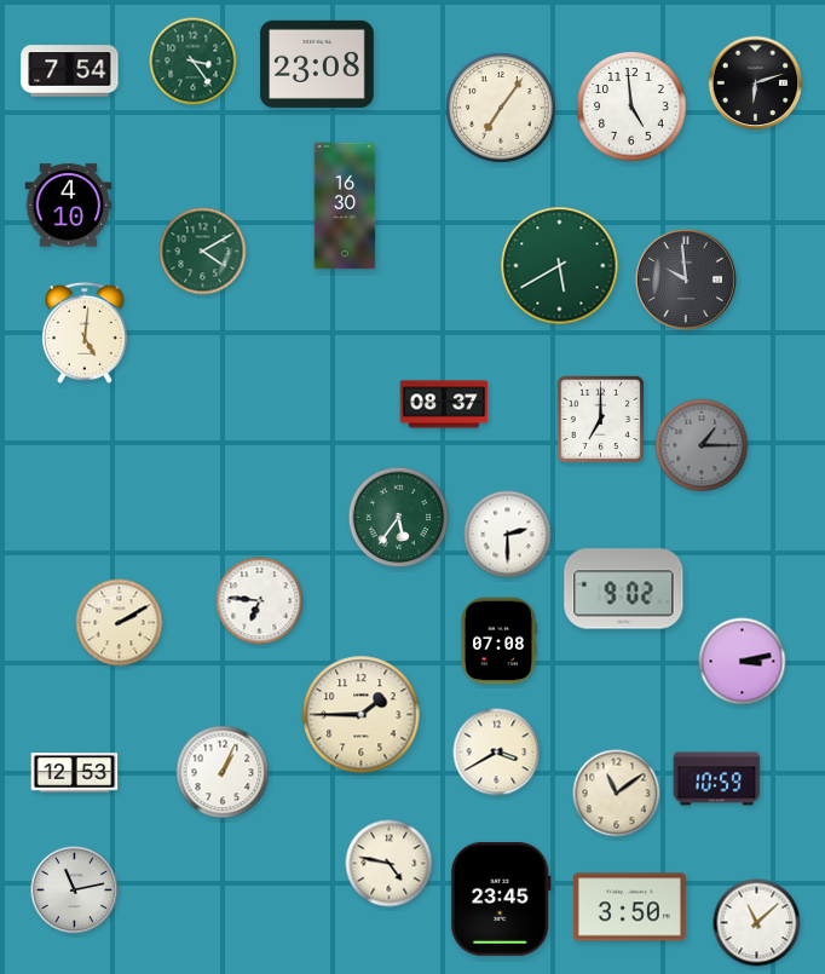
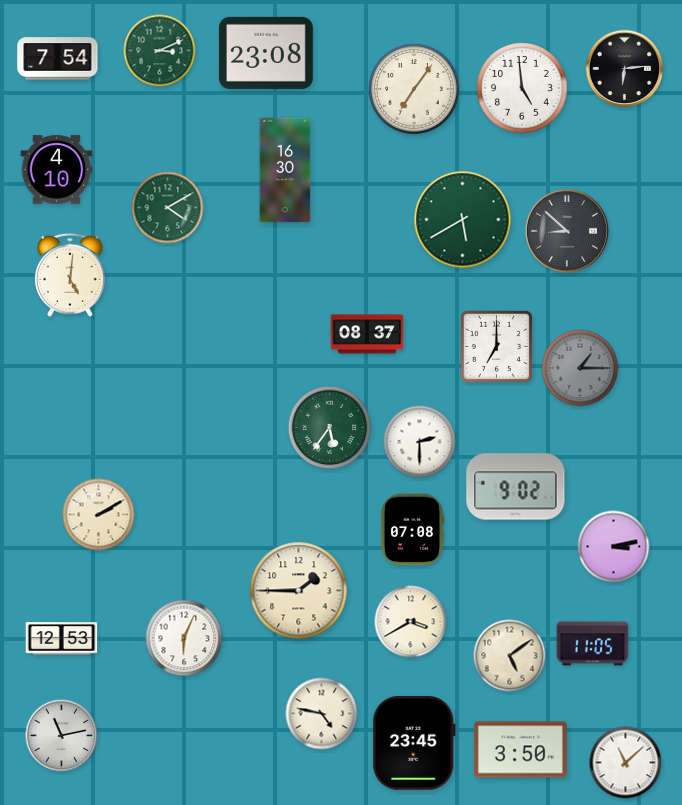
clock at (194, 62): 3:24 -> 3:11
clock at (318, 64) position: (318, 64) -> (267, 53)
clock at (756, 83): 6:12 -> 6:14
clock at (686, 279): 9:59 -> 8:52
clock at (260, 601): 6:46 -> none
clock at (223, 772): 1:04 -> 6:04
clock at (717, 779): 10:59 -> 11:05
clock at (617, 794): 11:09 -> 5:09
